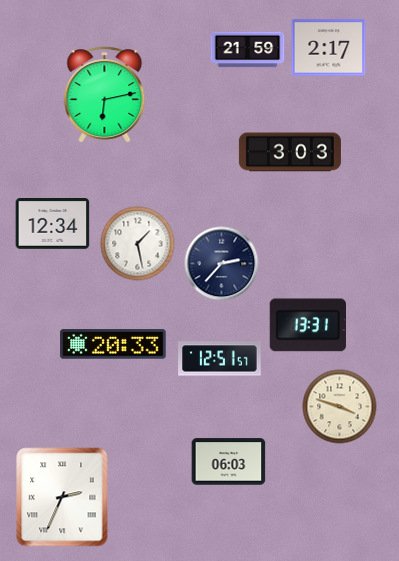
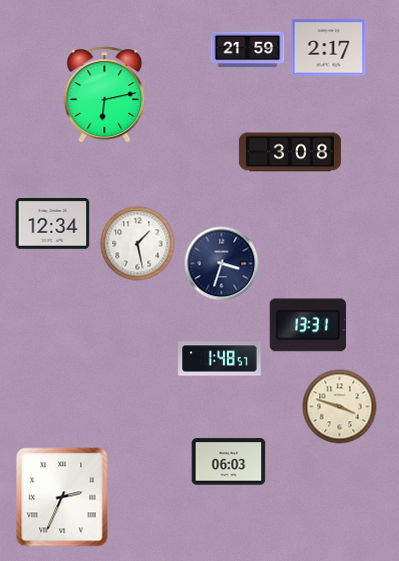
clock at (290, 152): 3:03 -> 3:08
clock at (222, 264): 2:37 -> 3:33
clock at (113, 344): 20:33 -> none
clock at (220, 359): 12:51 -> 1:48
